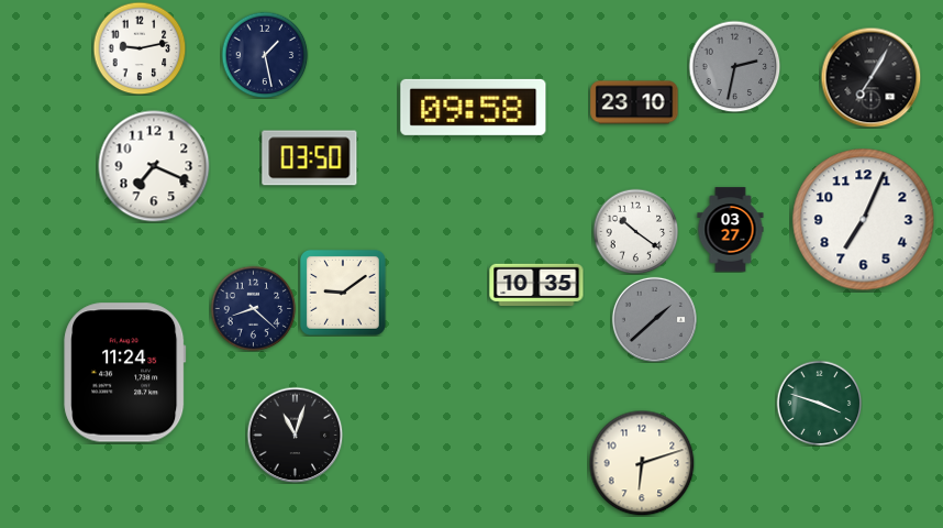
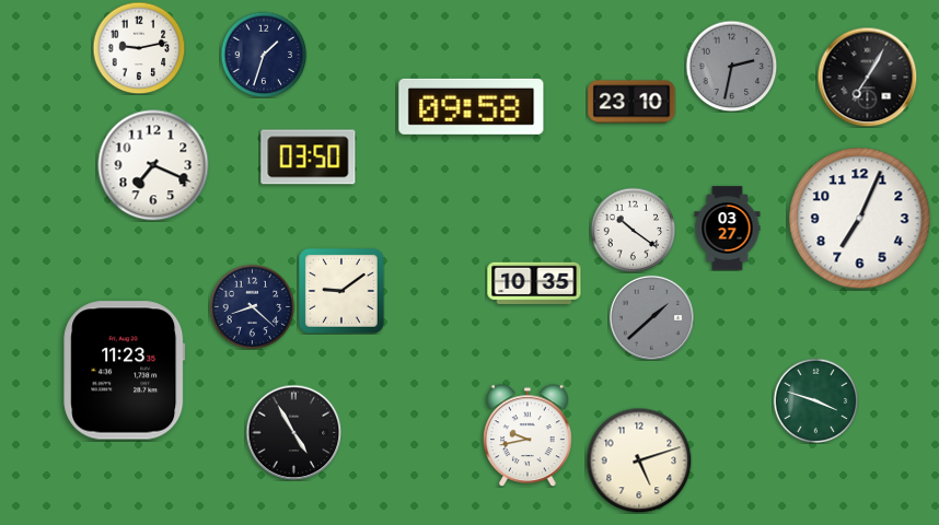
clock at (265, 55): 1:28 -> 1:33
clock at (125, 373): 11:24 -> 11:23
clock at (295, 435): 11:03 -> 4:55
clock at (529, 435): none -> 9:43
clock at (642, 463): 6:12 -> 5:12
